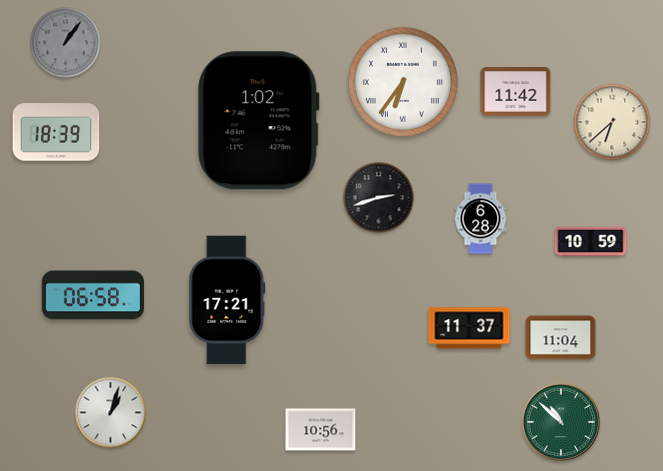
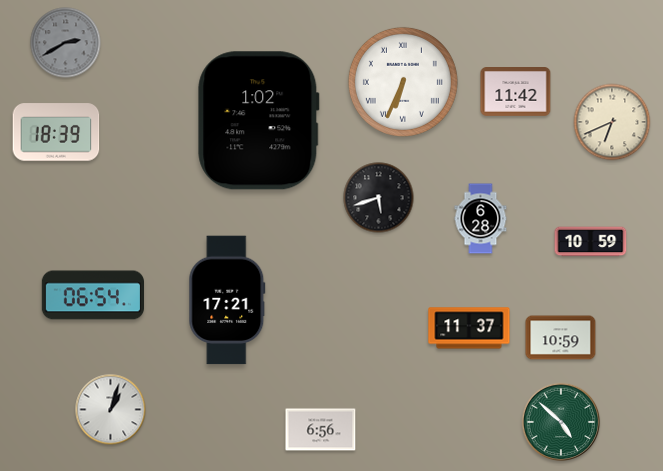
clock at (66, 43): 1:06 -> 2:40
clock at (403, 82): 6:36 -> 6:34
clock at (612, 122): 6:38 -> 6:41
clock at (379, 198): 2:42 -> 5:42
clock at (92, 295): 06:58 -> 06:54
clock at (561, 338): 11:04 -> 10:59
clock at (111, 413) position: (111, 413) -> (111, 410)
clock at (561, 422): 10:52 -> 4:52
clock at (321, 430): 10:56 -> 6:56
